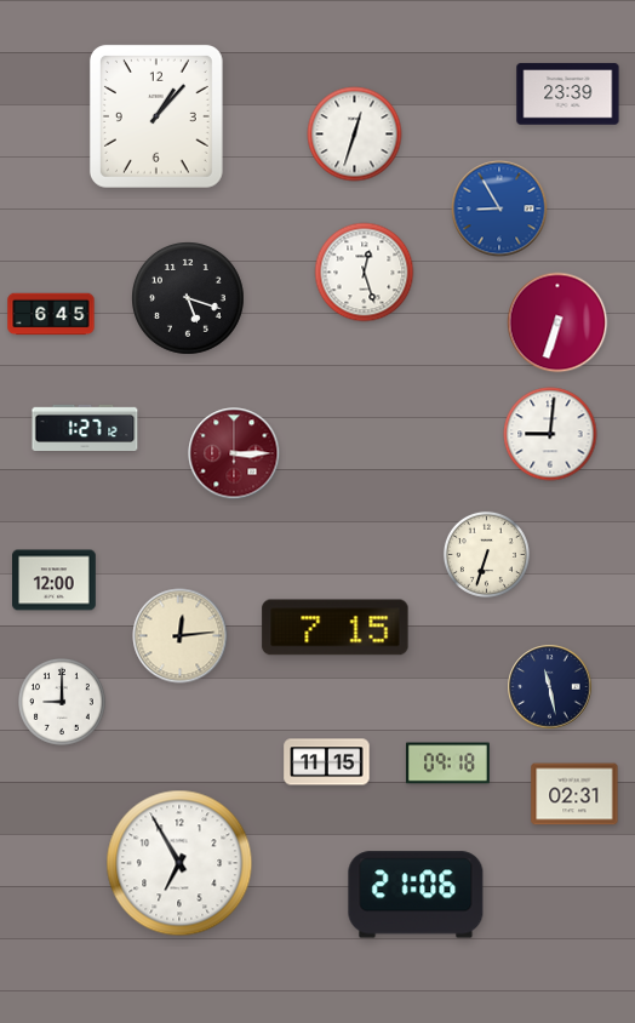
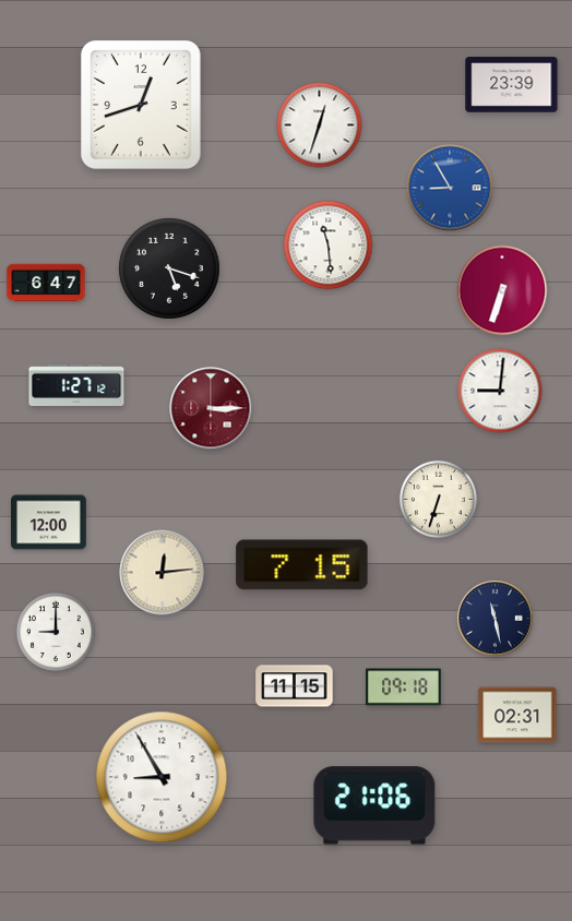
clock at (156, 116): 1:07 -> 12:42
clock at (355, 135) position: (355, 135) -> (320, 125)
clock at (365, 273): 12:27 -> 11:29
clock at (51, 314): 6:45 -> 6:47
clock at (550, 434) position: (550, 434) -> (500, 391)
clock at (179, 863): 6:55 -> 8:55
